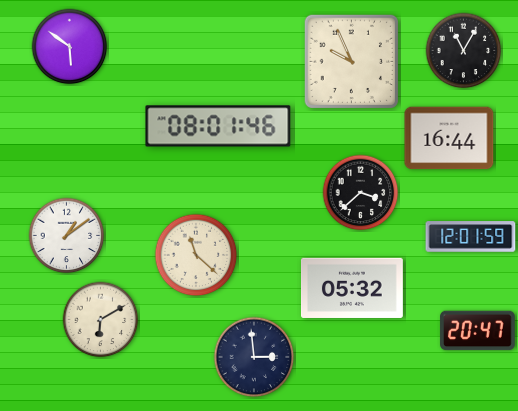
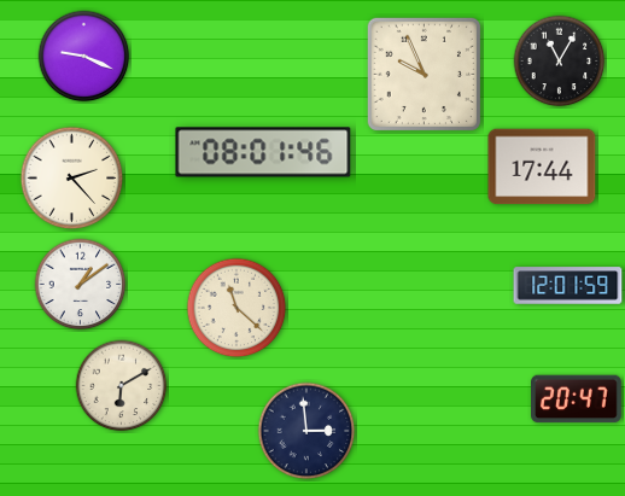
clock at (70, 47): 5:51 -> 9:19
clock at (449, 138): 16:44 -> 17:44
clock at (72, 179): none -> 2:23
clock at (361, 193): 3:38 -> none
clock at (352, 288): 05:32 -> none
